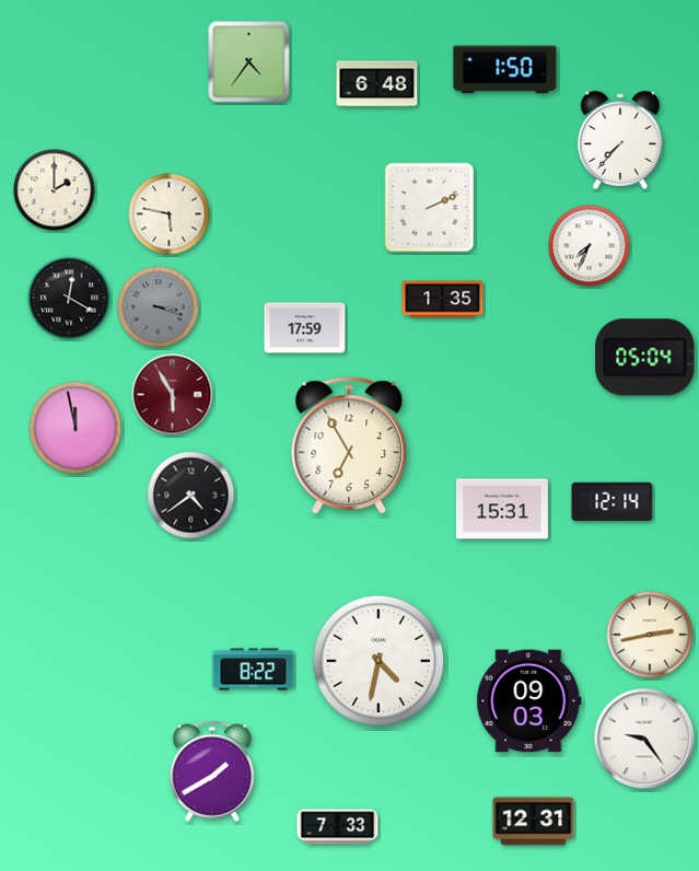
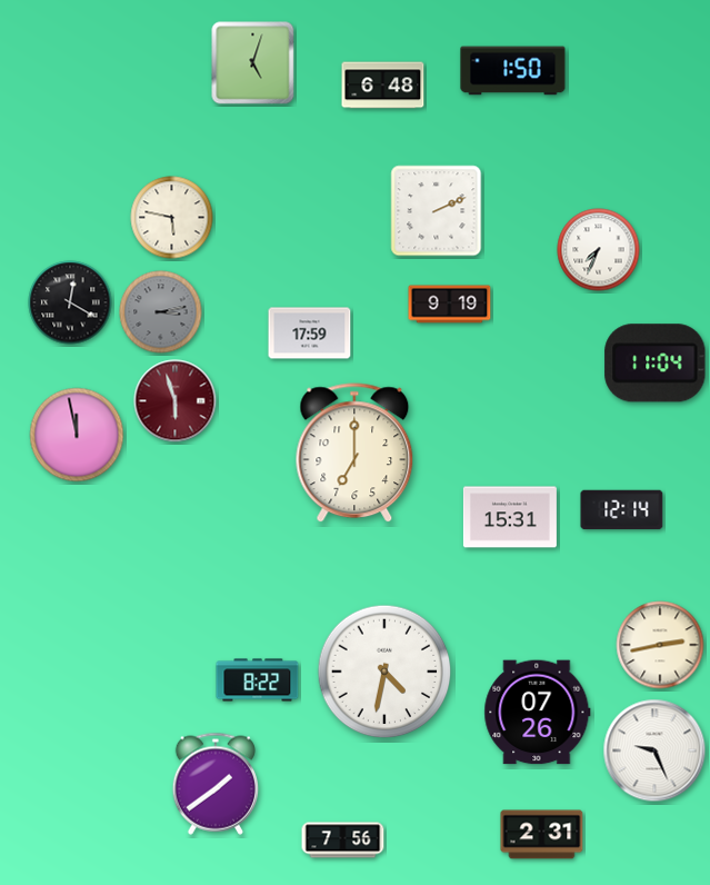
clock at (249, 62): 4:36 -> 5:03
clock at (620, 140): 7:37 -> none
clock at (55, 190): 2:00 -> none
clock at (443, 300): 1:35 -> 9:19
clock at (159, 307): 3:18 -> 3:13
clock at (645, 358): 05:04 -> 11:04
clock at (173, 395): 5:55 -> 5:57
clock at (349, 446): 6:55 -> 7:00
clock at (191, 496): 4:39 -> none
clock at (529, 701): 09:03 -> 07:26
clock at (644, 739): 9:24 -> 9:26
clock at (211, 771): 1:40 -> 1:39
clock at (534, 822): 12:31 -> 2:31
clock at (338, 827): 7:33 -> 7:56
